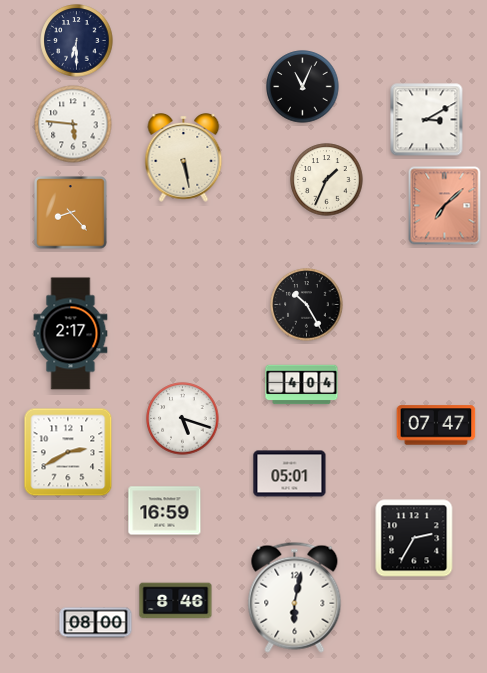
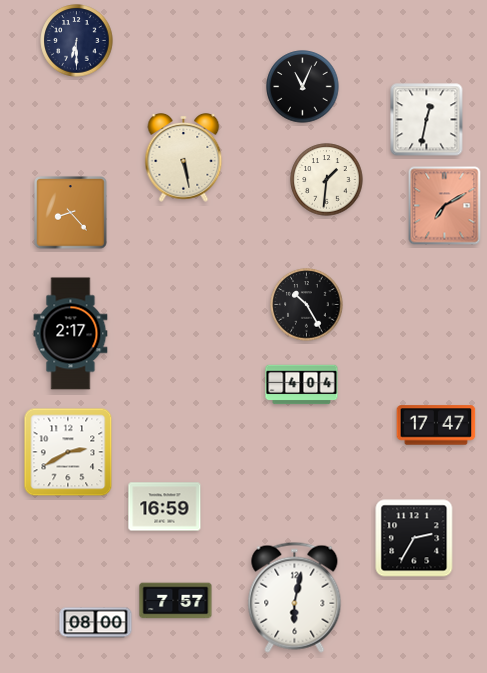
clock at (427, 120): 3:10 -> 12:32
clock at (73, 124): 5:46 -> none
clock at (327, 180): 1:34 -> 1:31
clock at (445, 206): 7:08 -> 7:10
clock at (183, 419): 5:18 -> none
clock at (436, 425): 07:47 -> 17:47
clock at (290, 474): 05:01 -> none
clock at (165, 511) position: (165, 511) -> (165, 507)
clock at (176, 601): 8:46 -> 7:57
